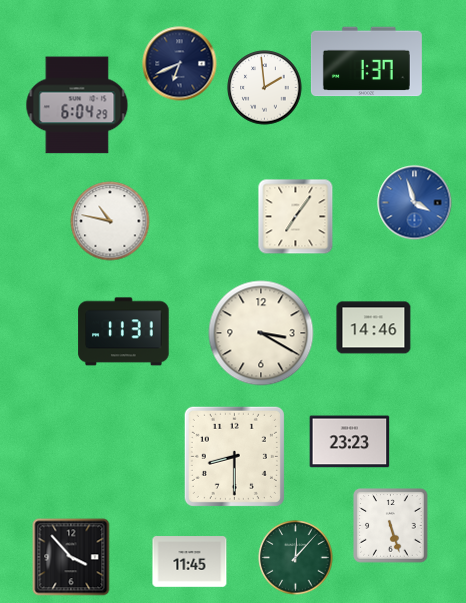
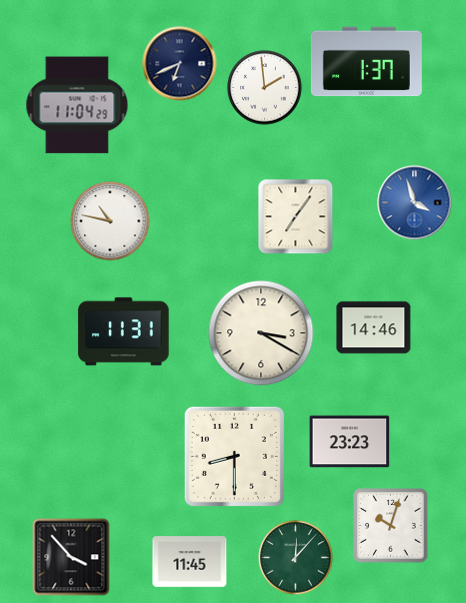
clock at (77, 105): 6:04 -> 11:04
clock at (391, 526): 5:27 -> 10:03
